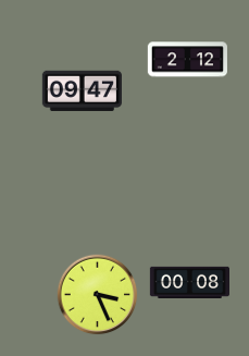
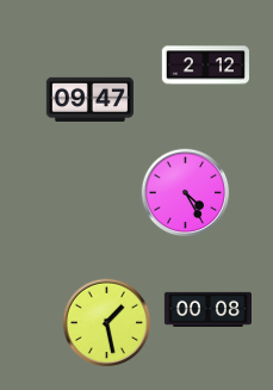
clock at (186, 193): none -> 4:25
clock at (98, 295): 3:26 -> 1:28
